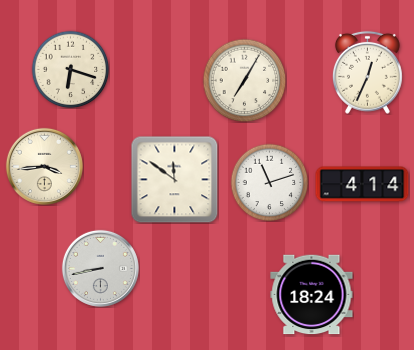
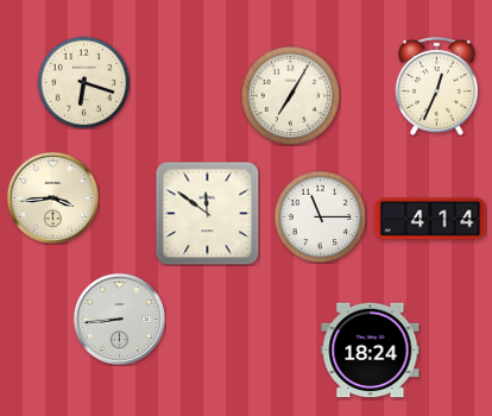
clock at (269, 182): 11:12 -> 11:15
clock at (100, 268): 8:43 -> 8:44
